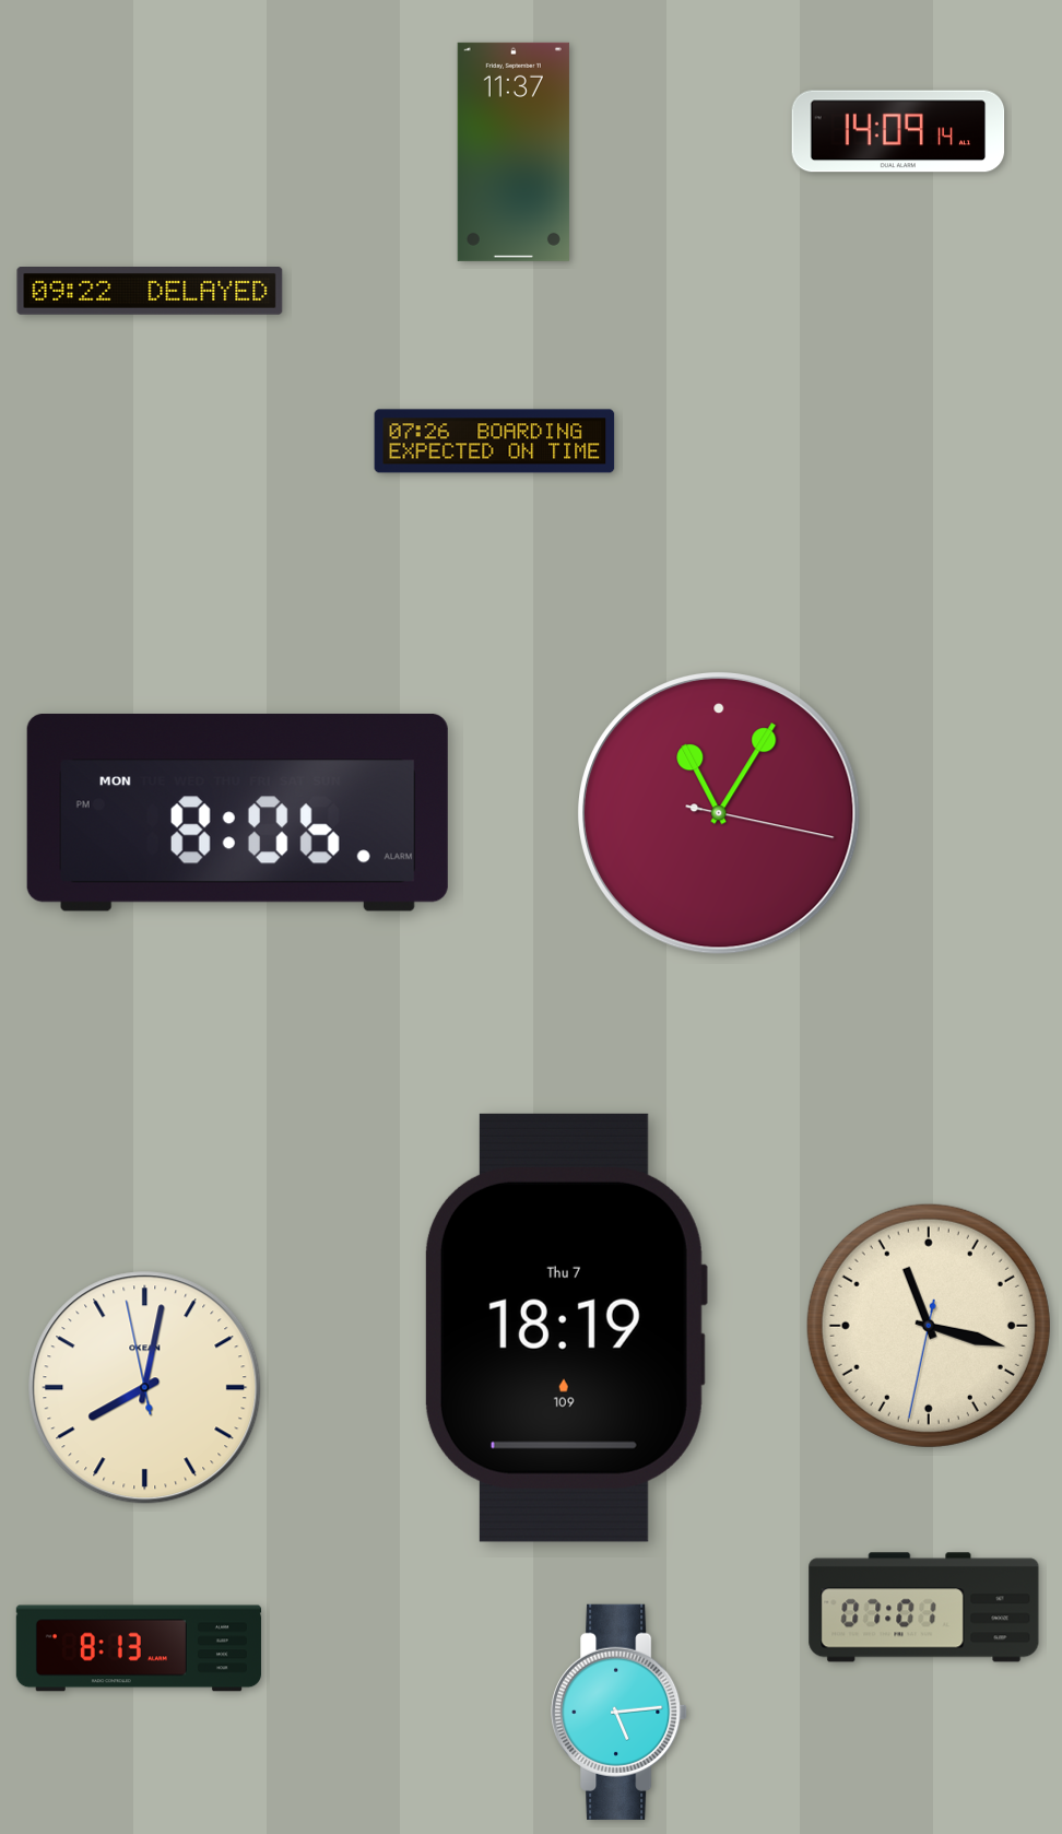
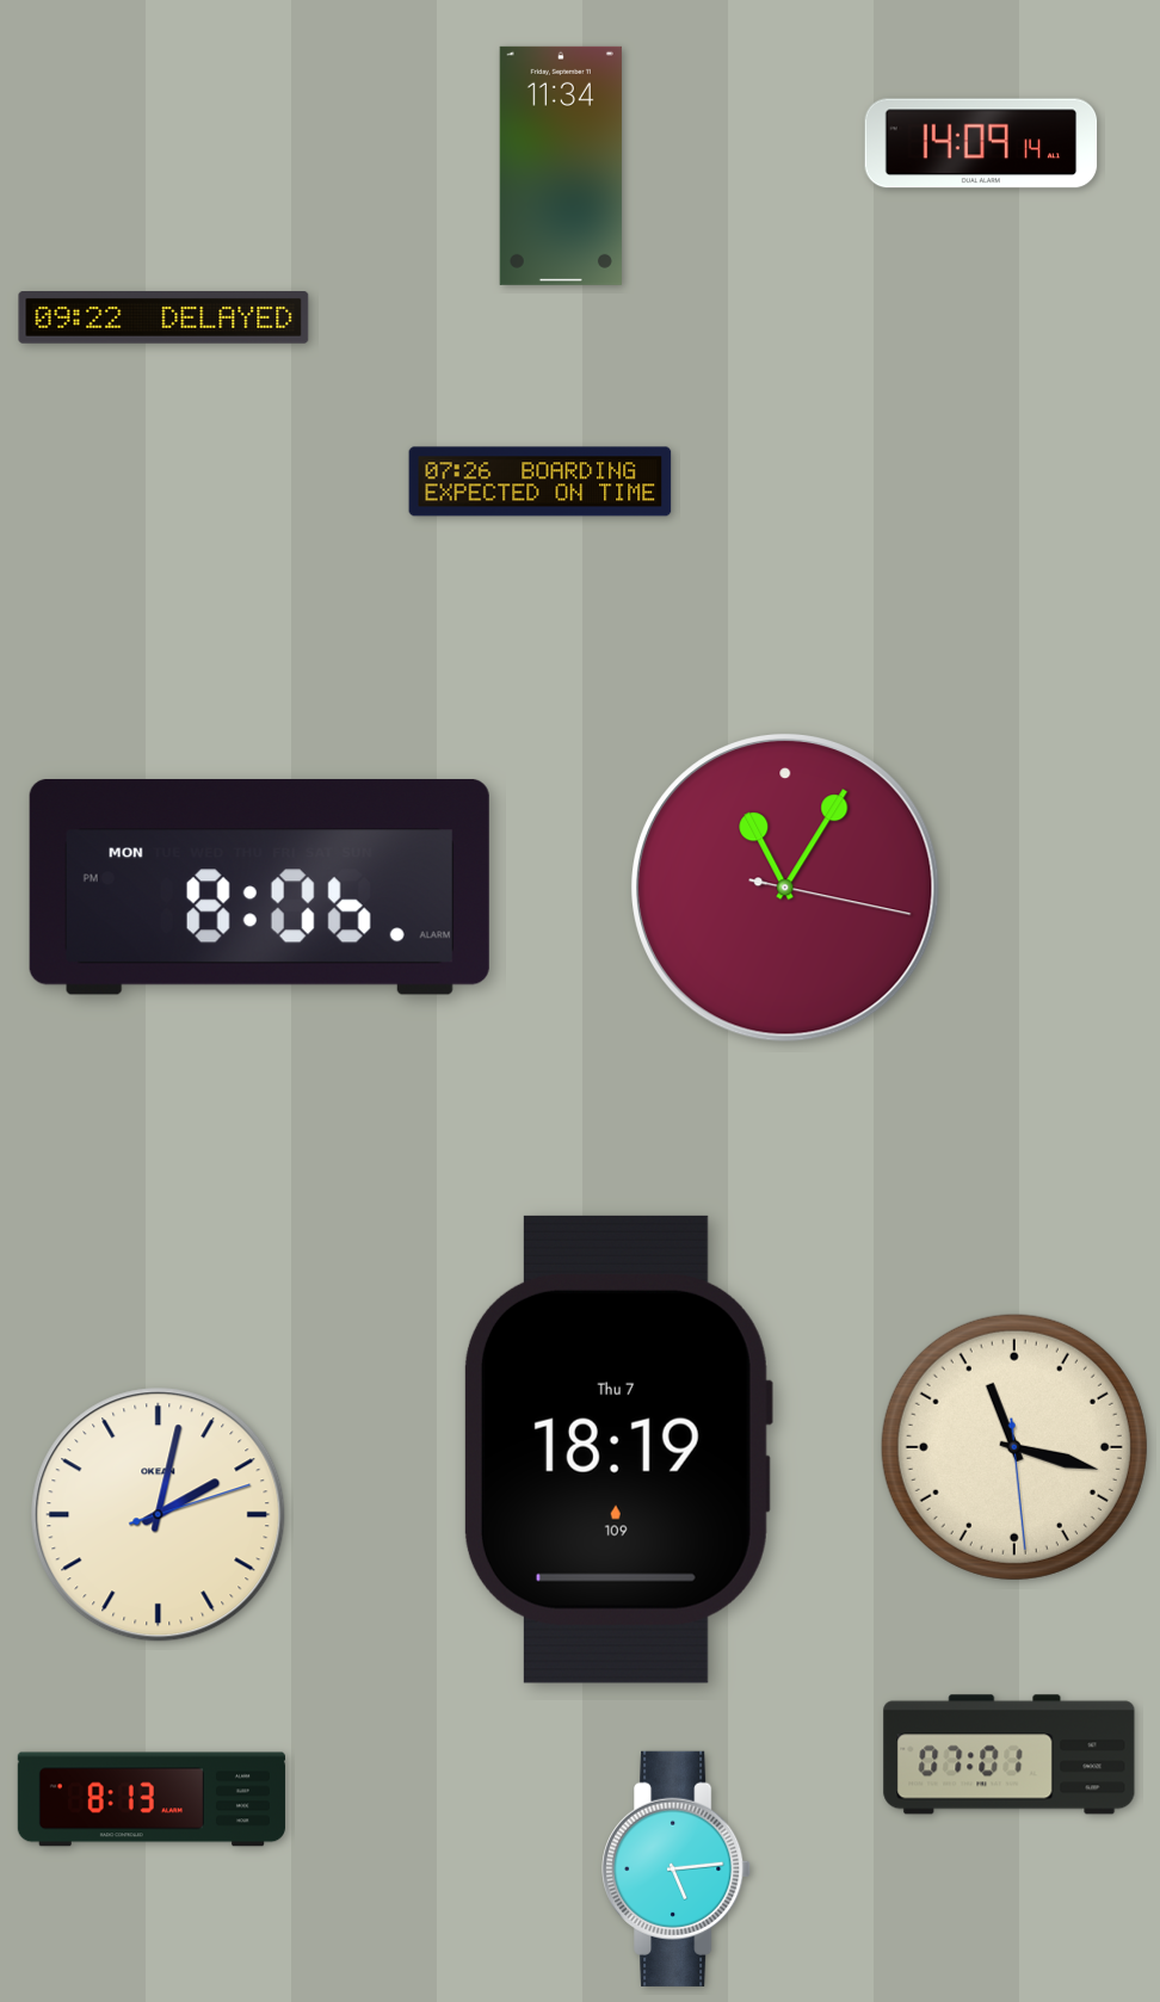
clock at (514, 152): 11:37 -> 11:34
clock at (929, 1326): 11:17:32 -> 11:17:29
clock at (145, 1388): 8:01 -> 2:02
